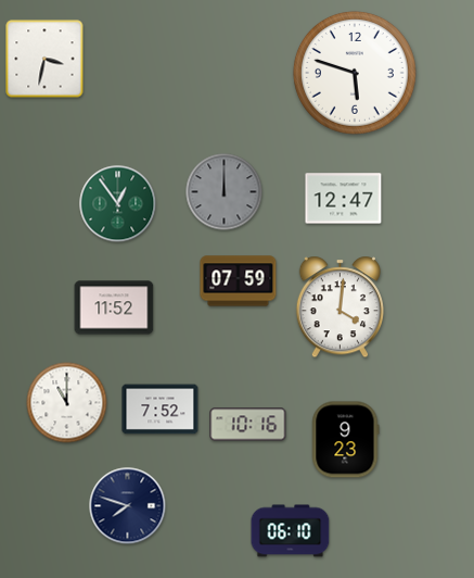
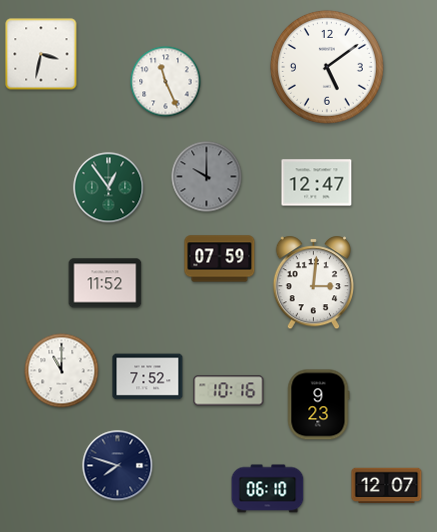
clock at (355, 73): 5:48 -> 5:09
clock at (166, 82): none -> 11:26
clock at (225, 192): 12:00 -> 10:00
clock at (340, 307): 4:01 -> 3:01
clock at (387, 486): none -> 12:07
